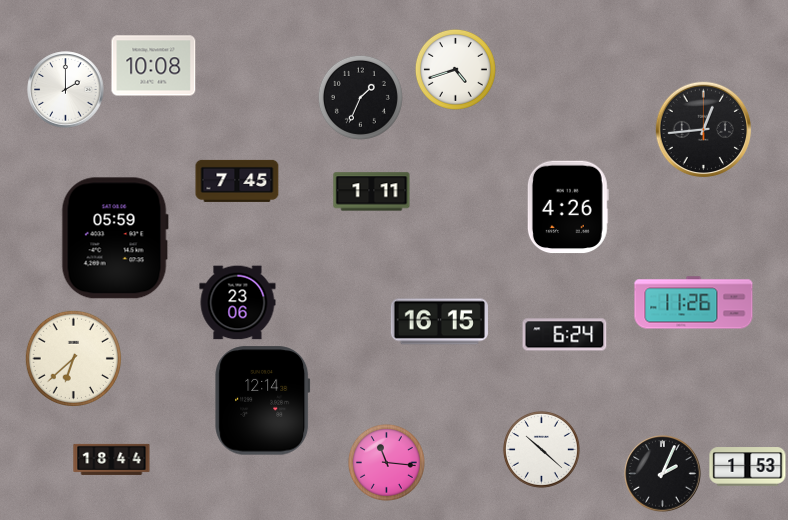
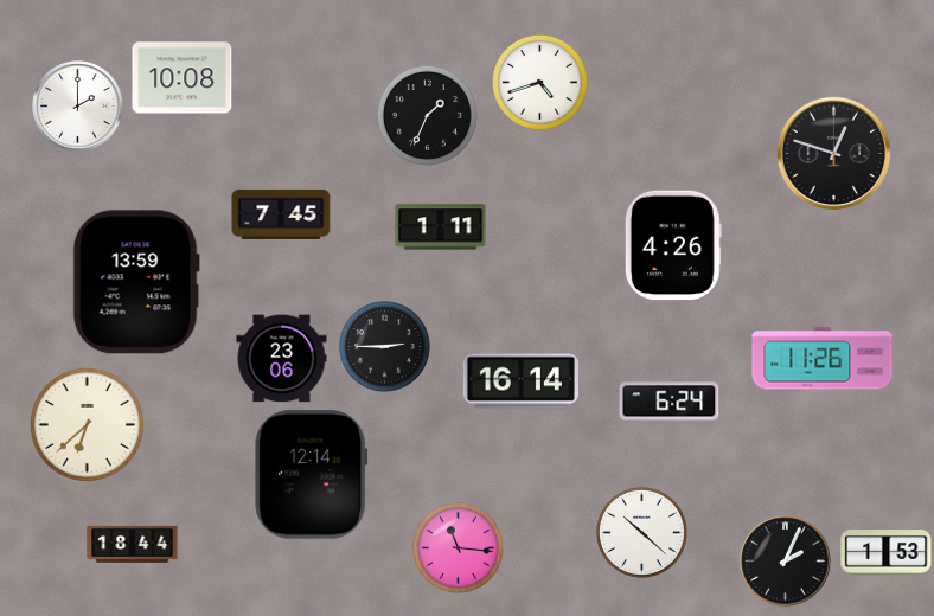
clock at (704, 130): 12:44 -> 12:48
clock at (115, 238): 05:59 -> 13:59
clock at (384, 346): none -> 2:45
clock at (439, 322): 16:15 -> 16:14
clock at (565, 335) position: (565, 335) -> (670, 402)
